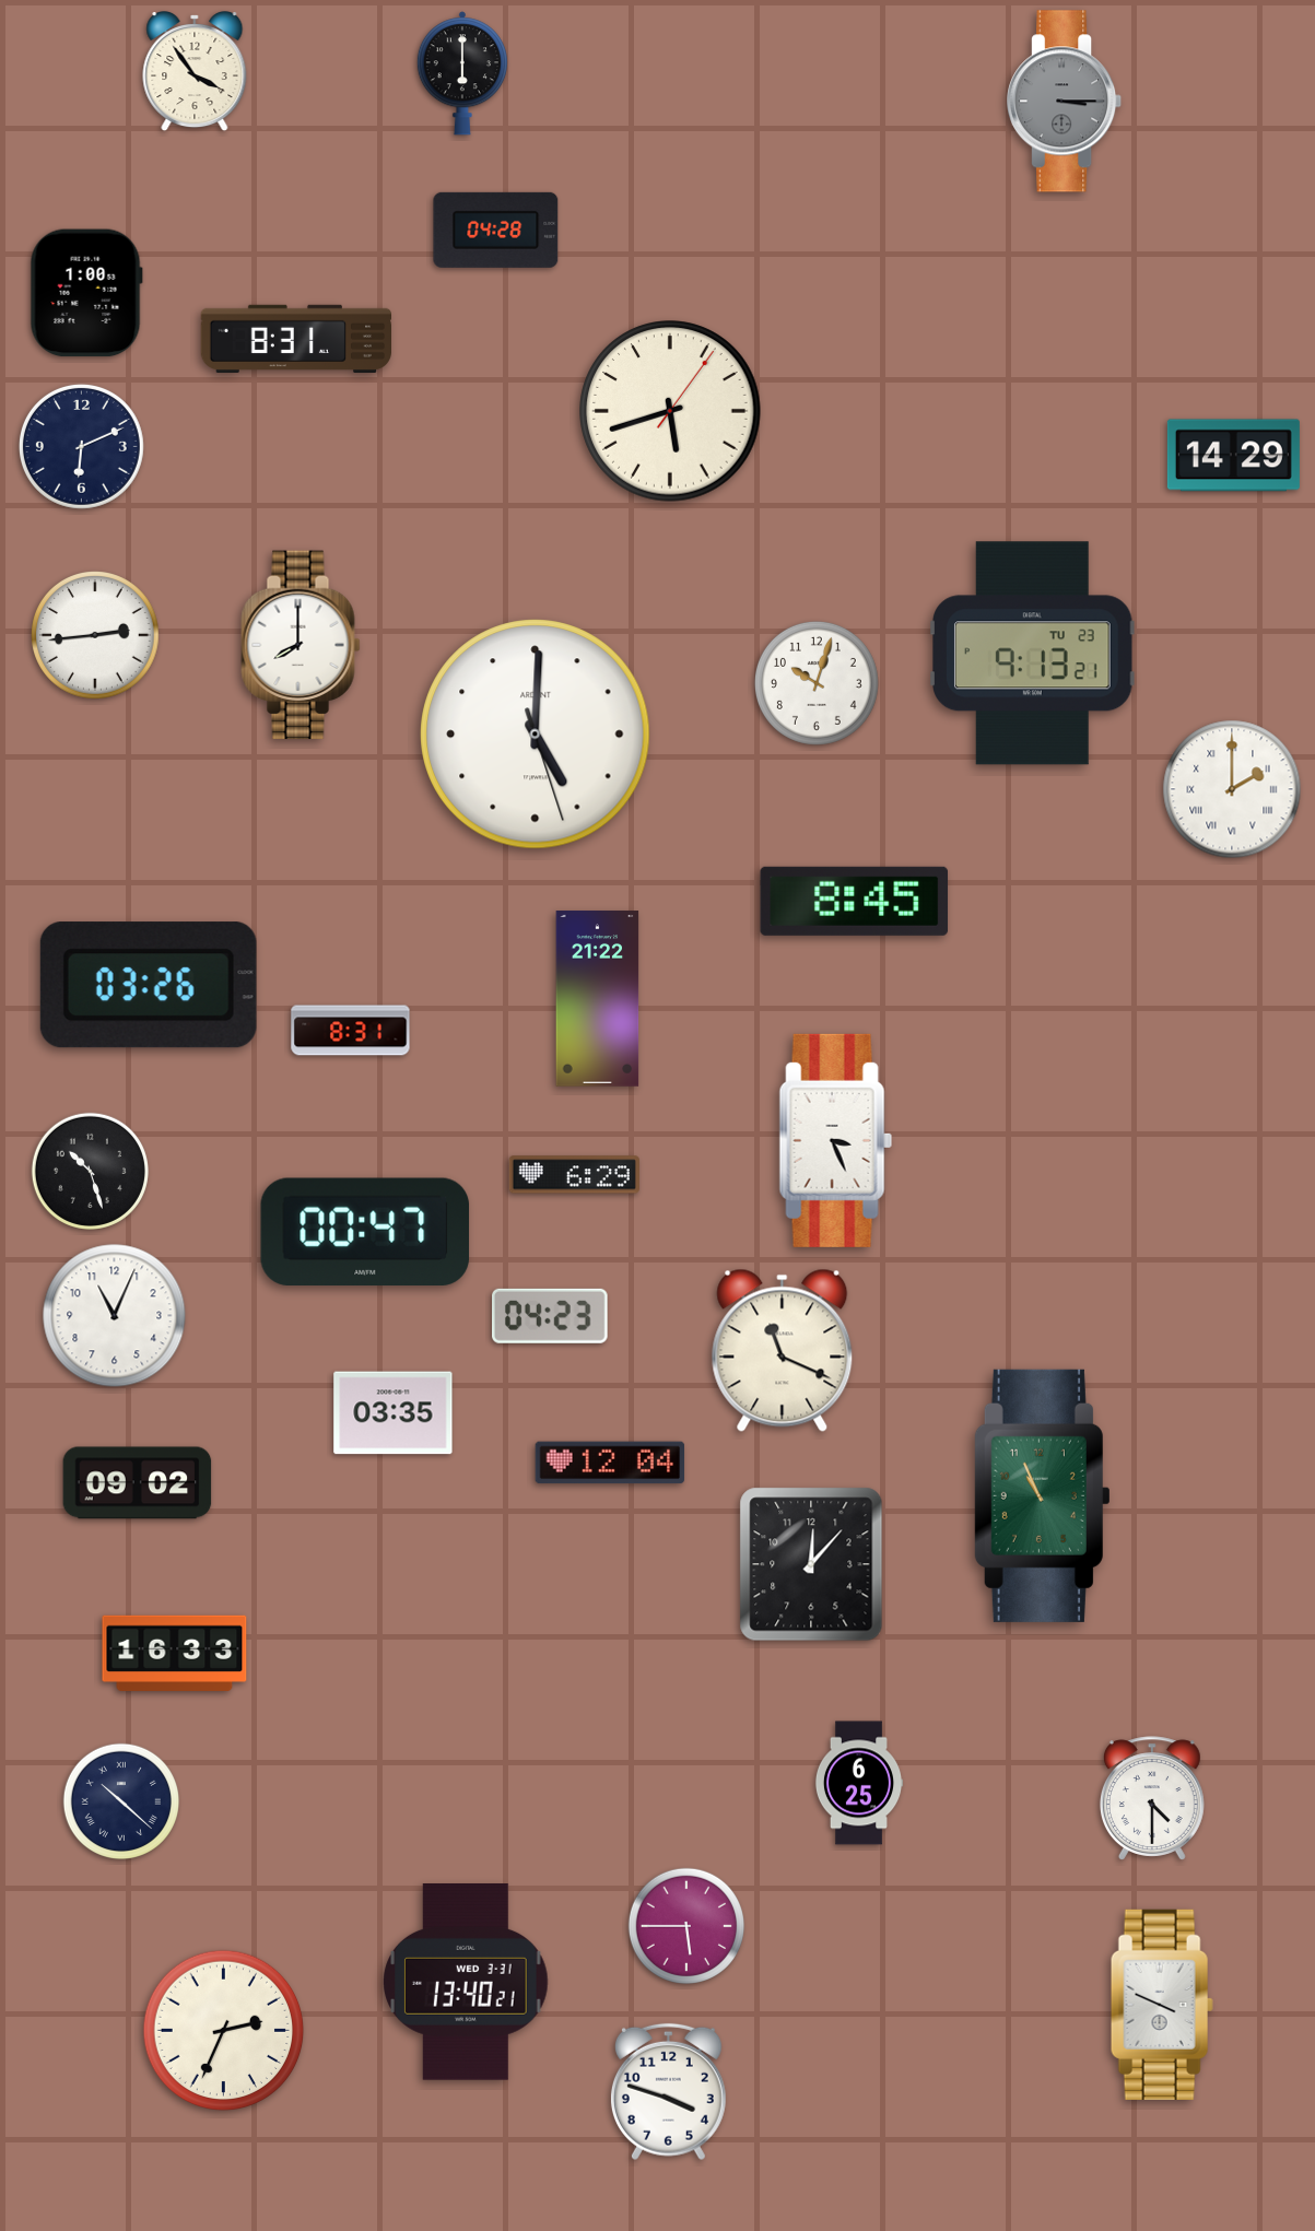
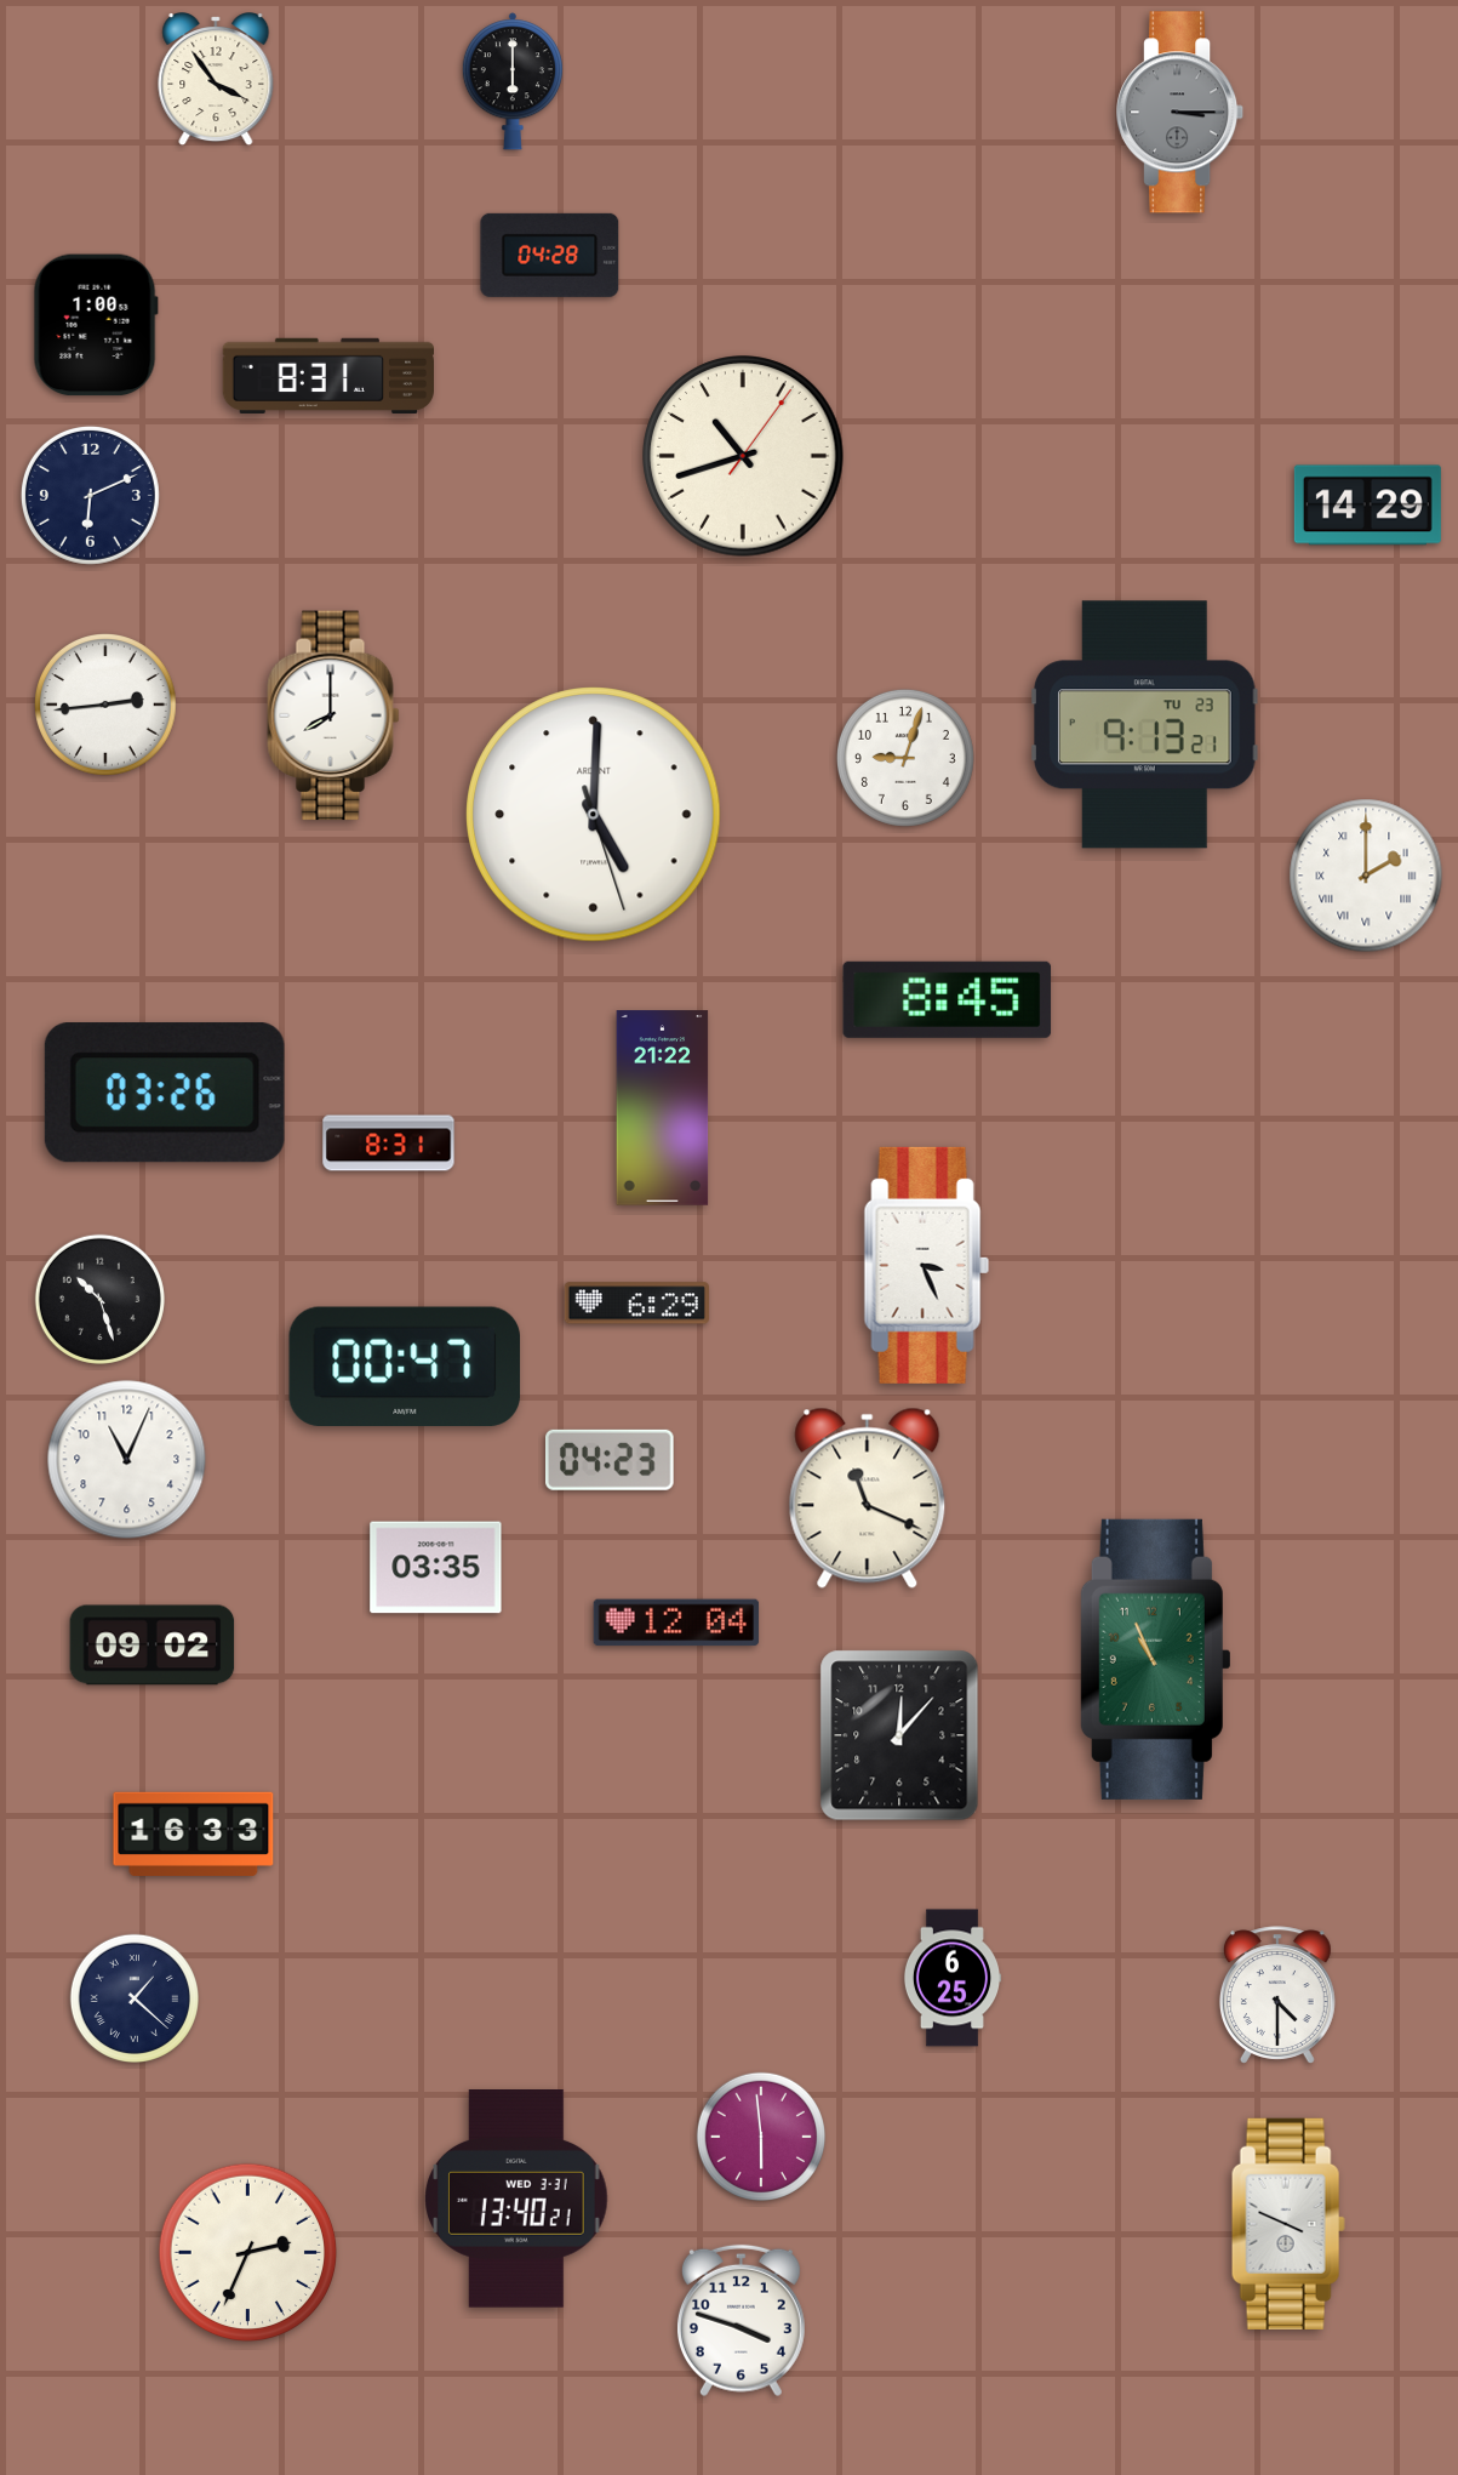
clock at (670, 411): 5:42 -> 10:42
clock at (817, 683): 10:03 -> 9:03
clock at (120, 1800): 10:22 -> 1:22
clock at (685, 1925): 5:45 -> 5:59
